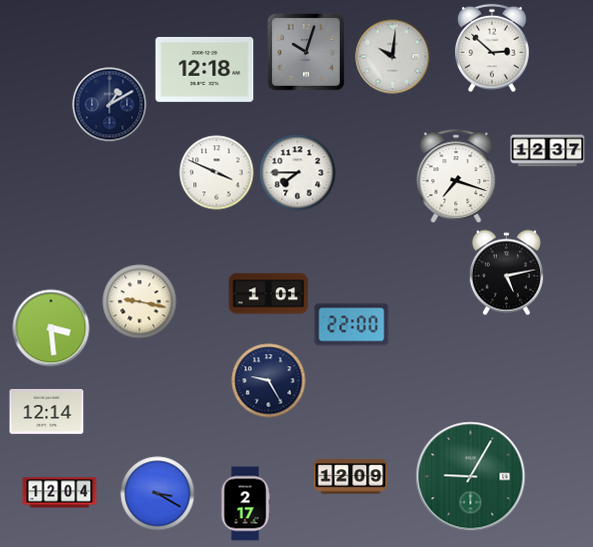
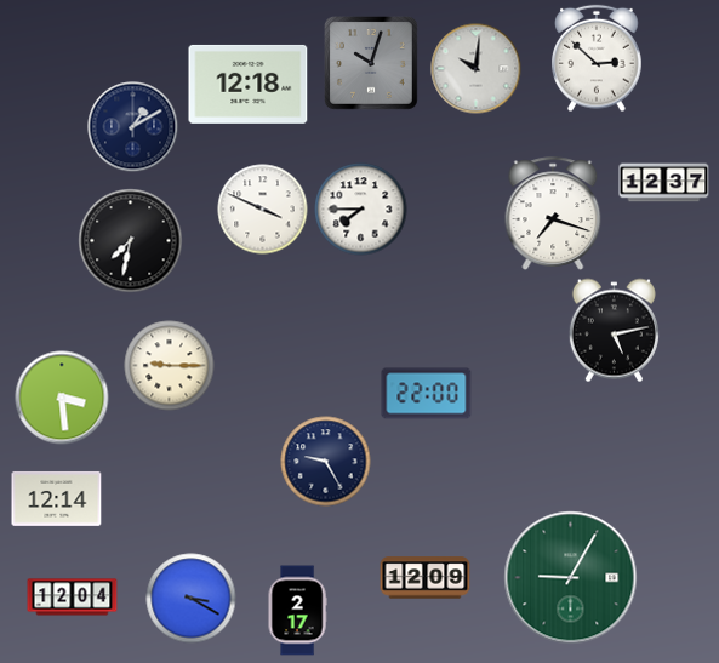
clock at (131, 241): none -> 7:32
clock at (269, 294): 1:01 -> none
clock at (140, 302): 9:17 -> 9:15
